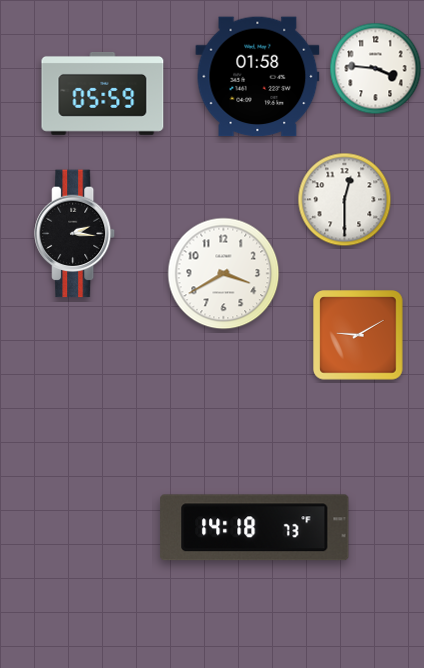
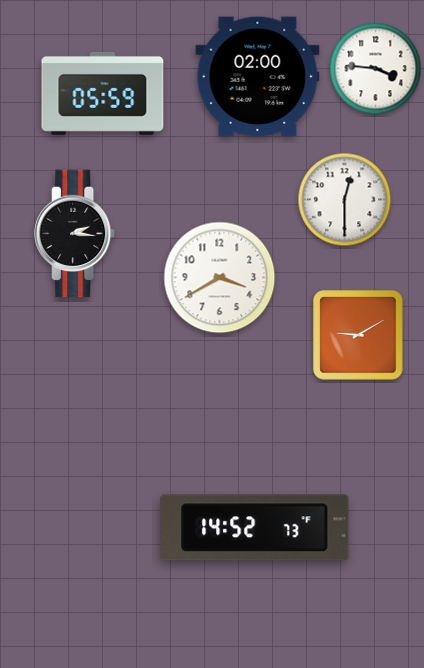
clock at (258, 77): 01:58 -> 02:00
clock at (224, 274) position: (224, 274) -> (220, 278)
clock at (255, 528): 14:18 -> 14:52
